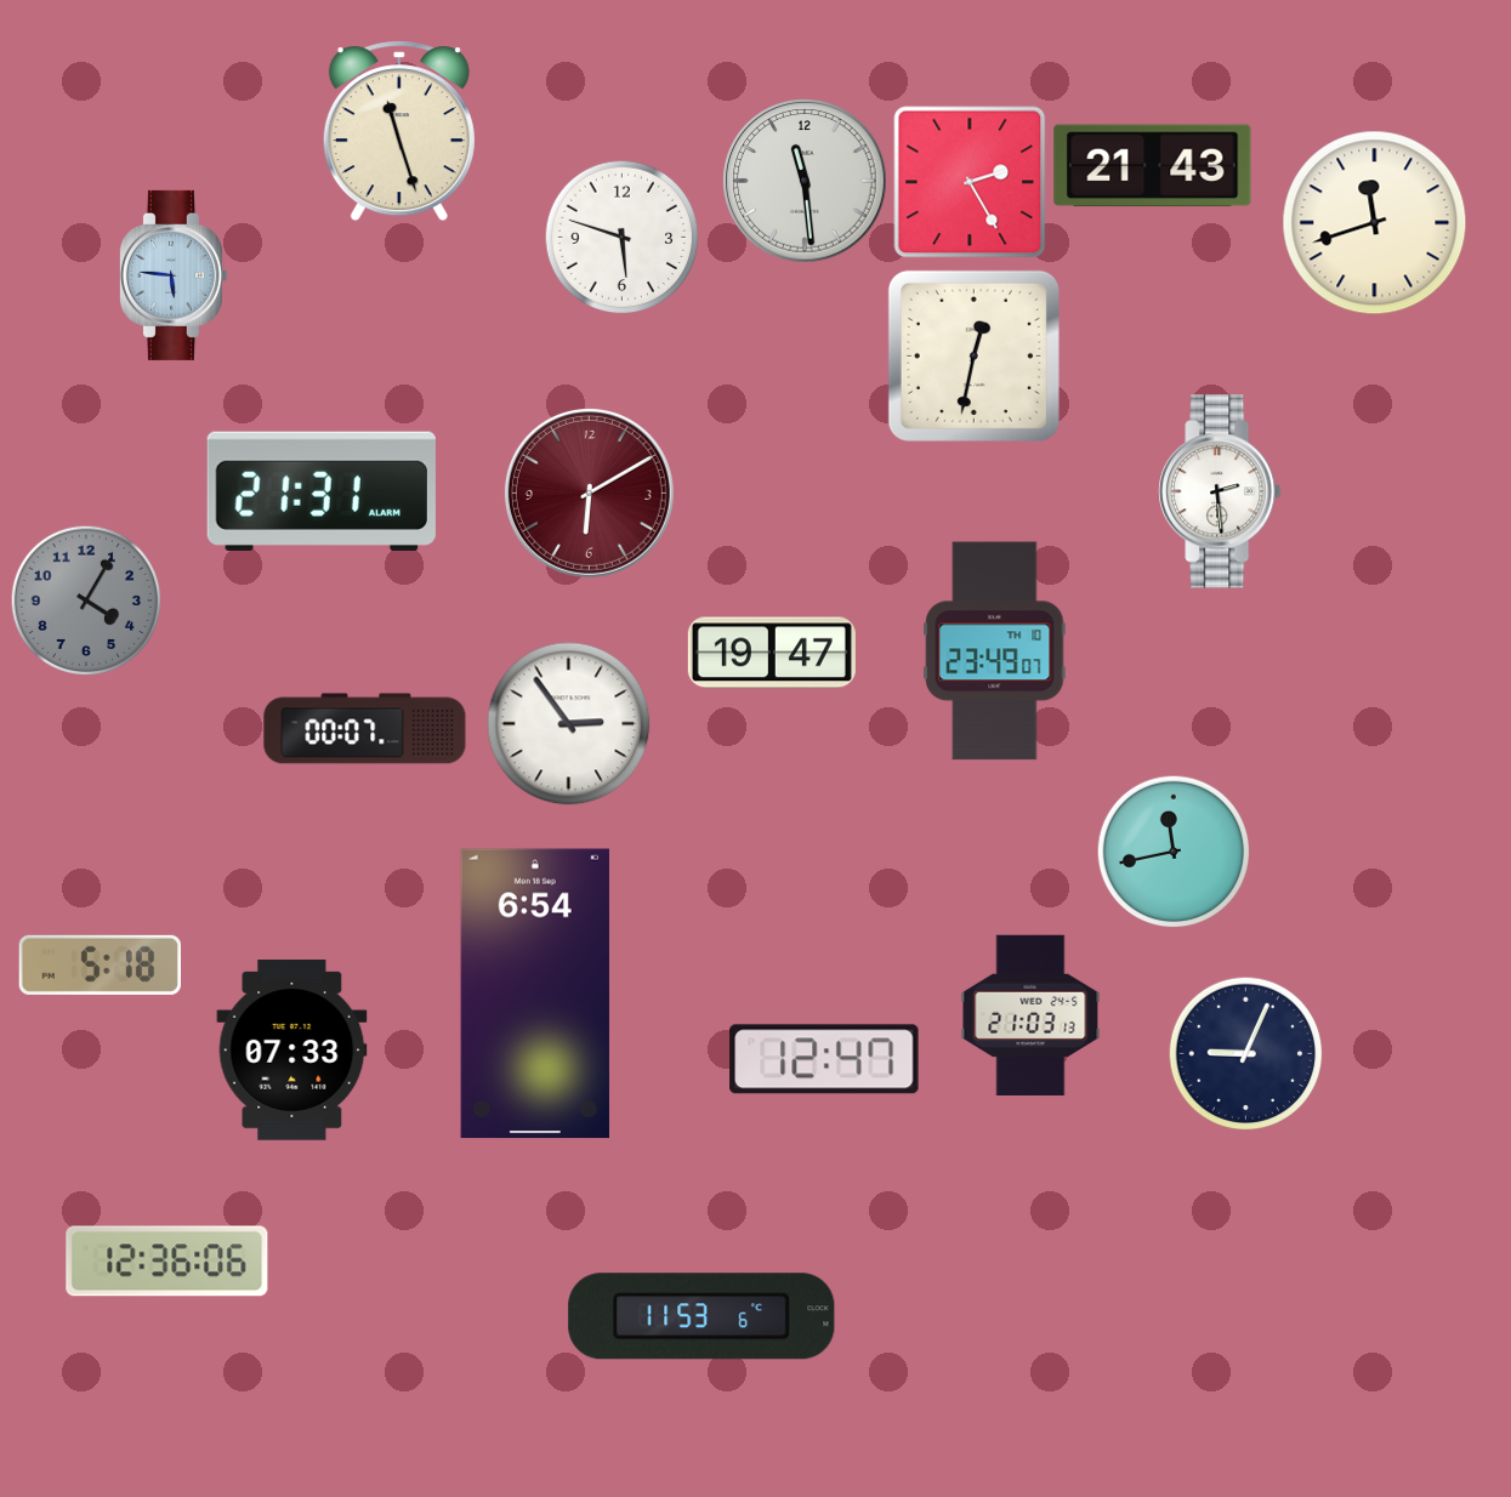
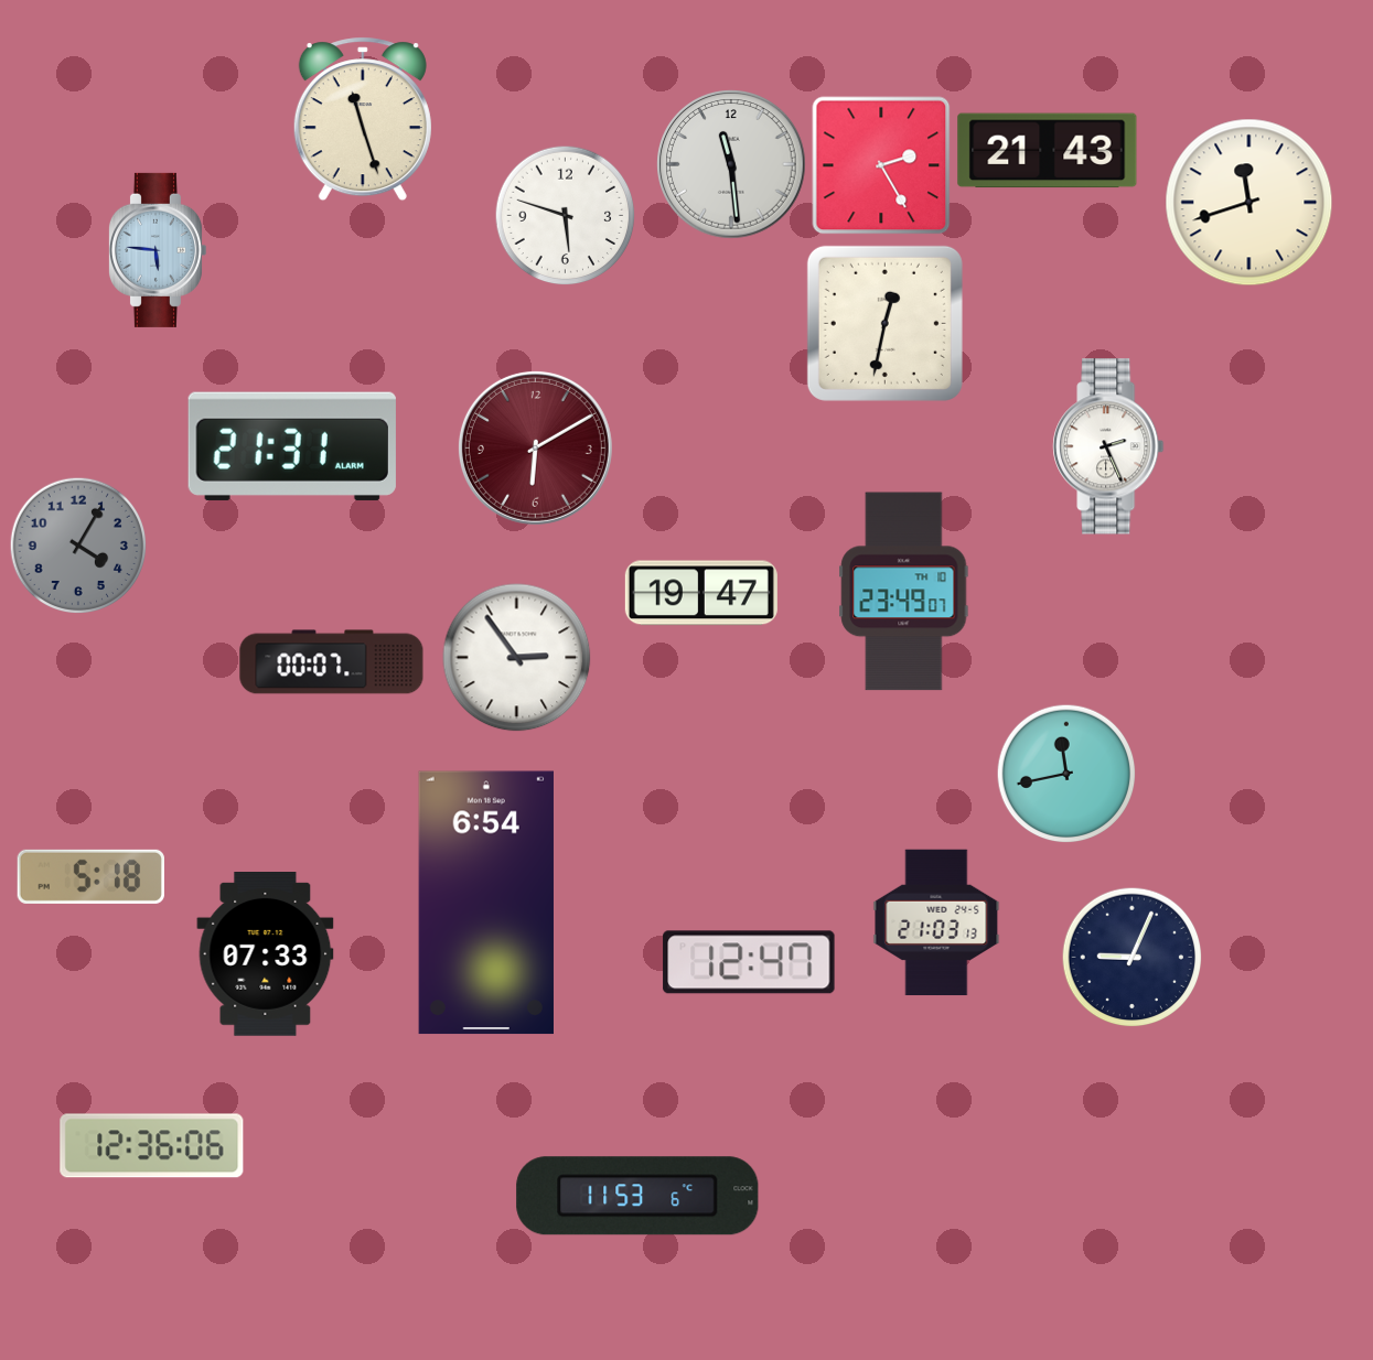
clock at (1220, 491): 2:29 -> 2:26
